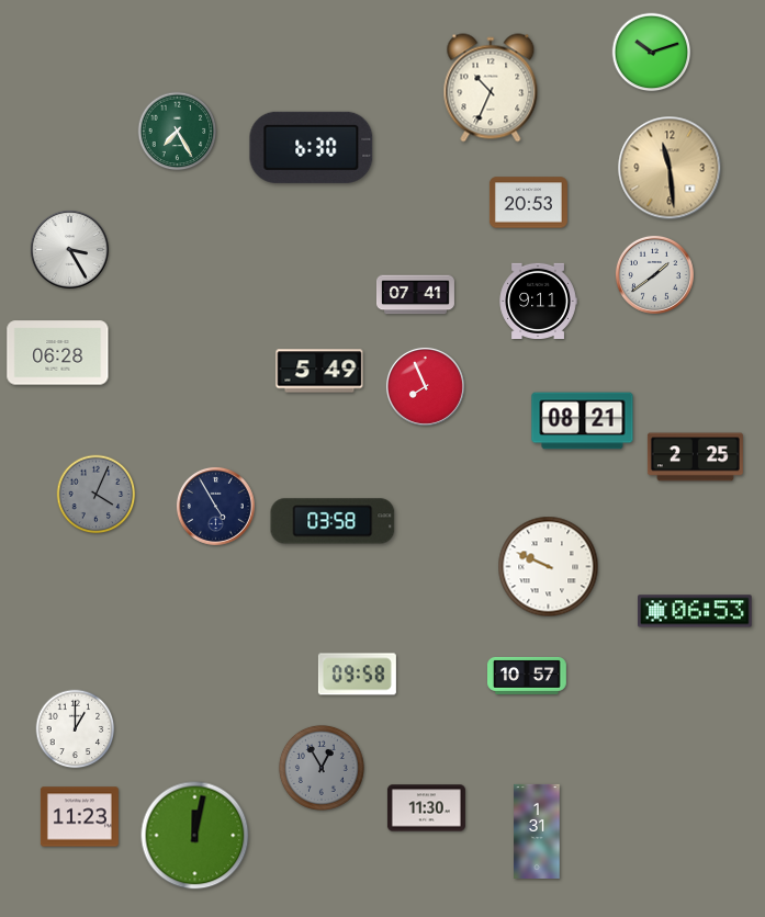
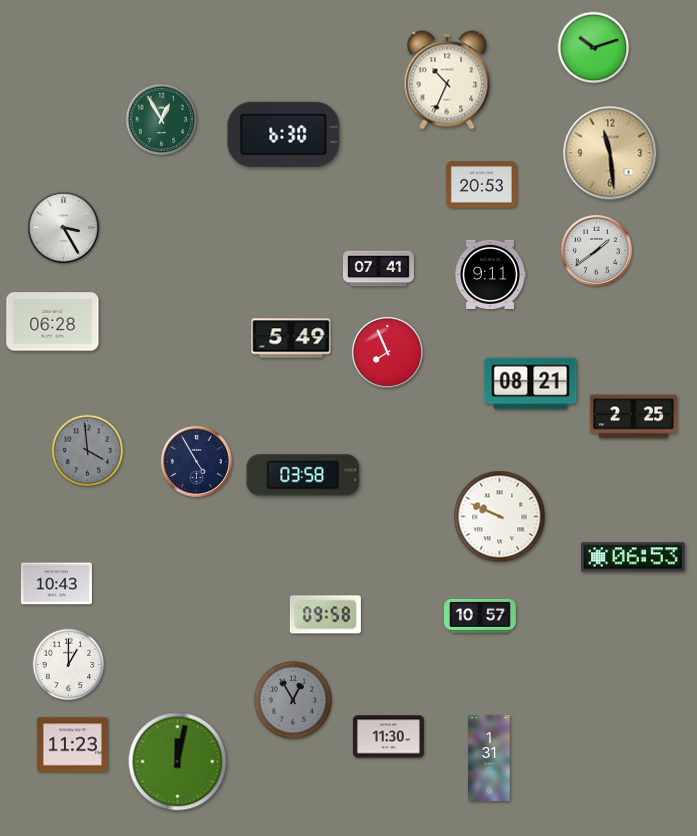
clock at (178, 132): 7:25 -> 12:55
clock at (97, 495): 4:04 -> 3:59
clock at (56, 584): none -> 10:43
